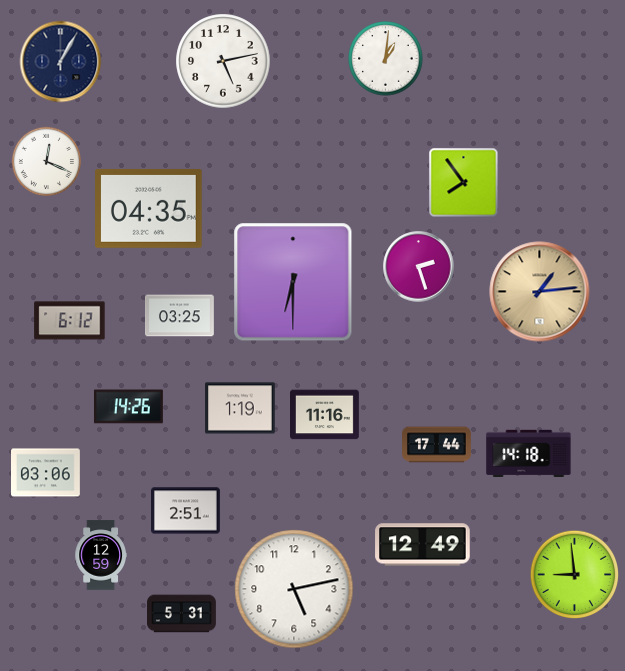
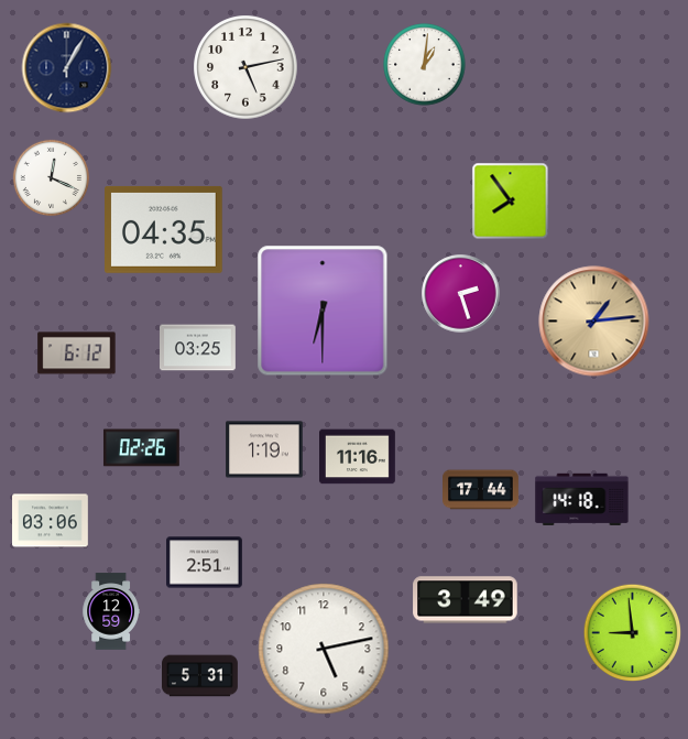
clock at (129, 407): 14:26 -> 02:26
clock at (423, 545): 12:49 -> 3:49
